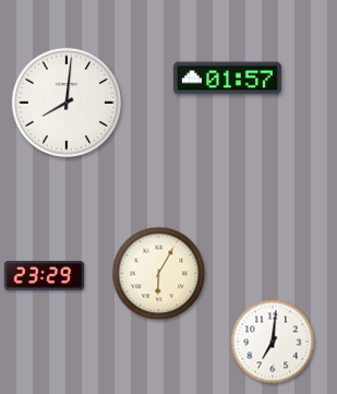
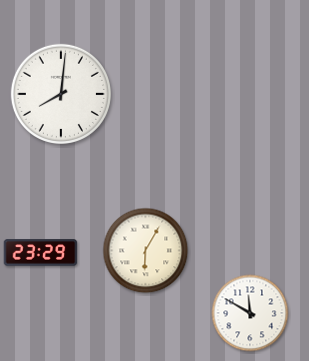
clock at (227, 79): 01:57 -> none
clock at (273, 342): 7:01 -> 11:50
